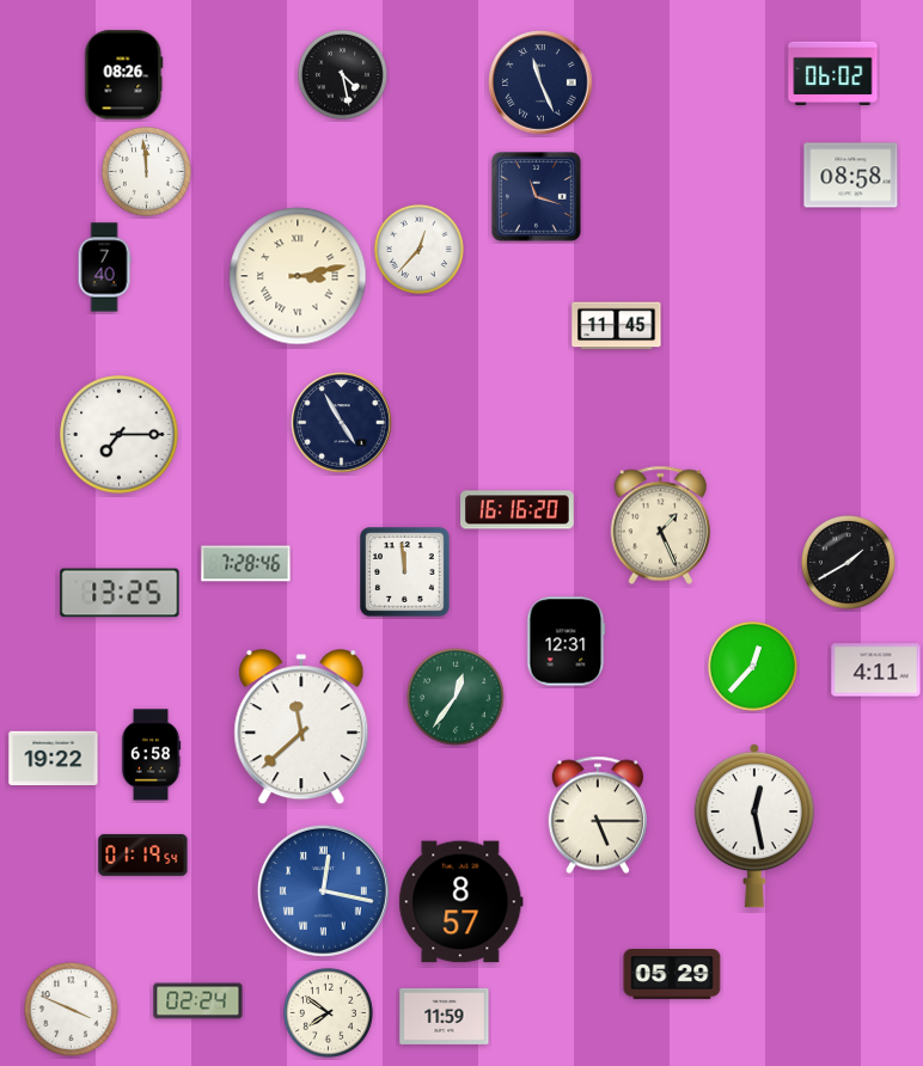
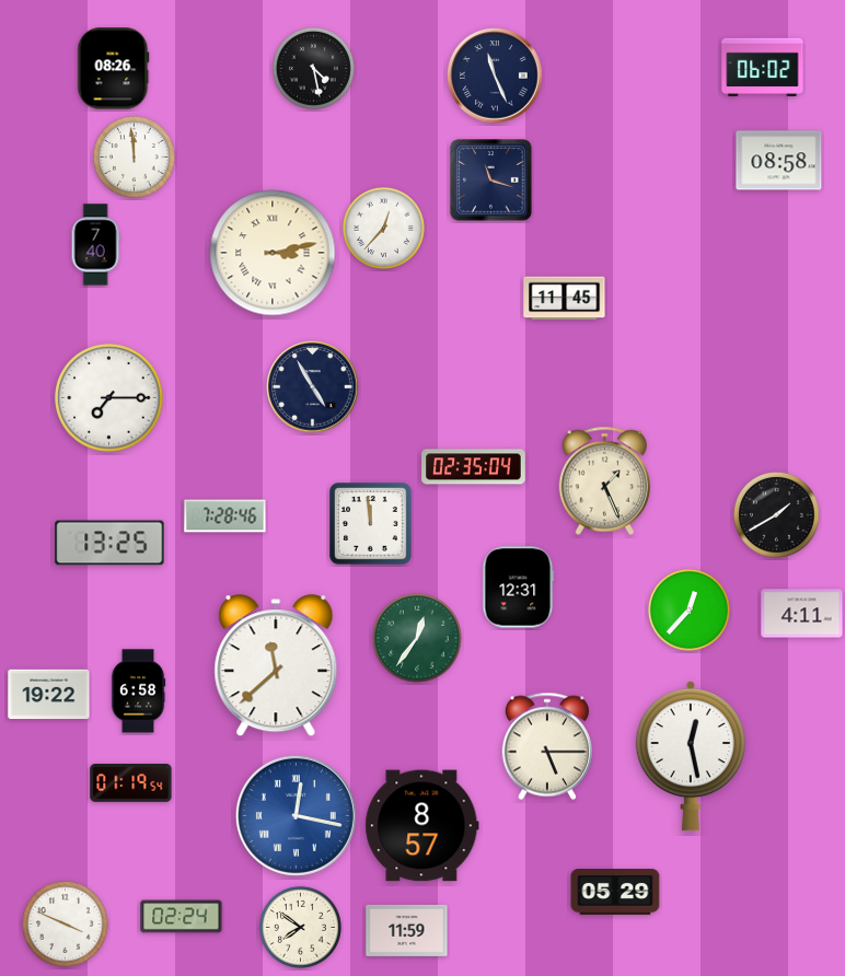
clock at (518, 510): 16:16 -> 02:35
